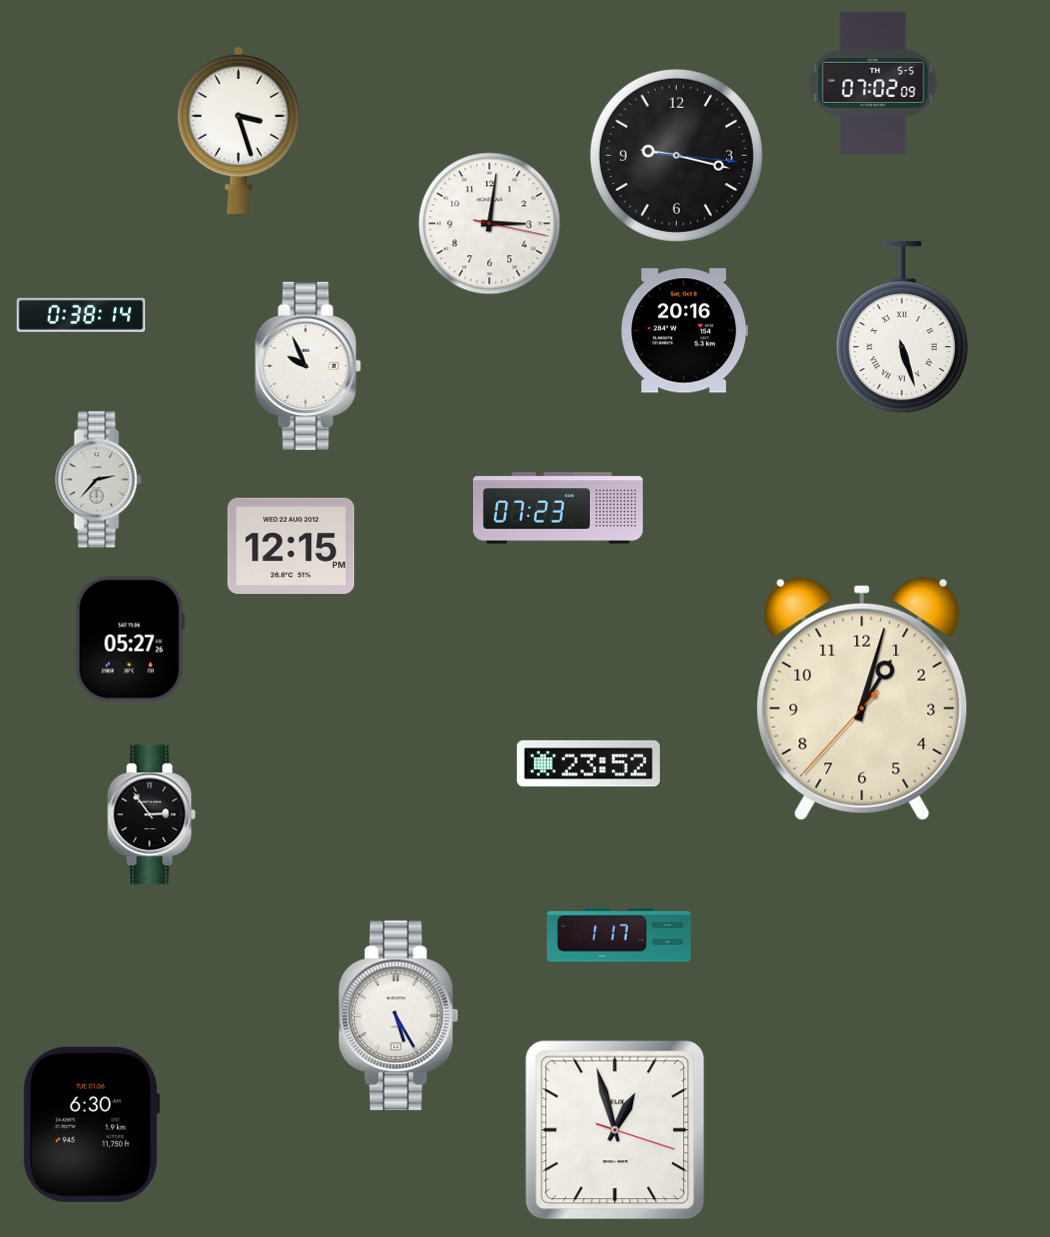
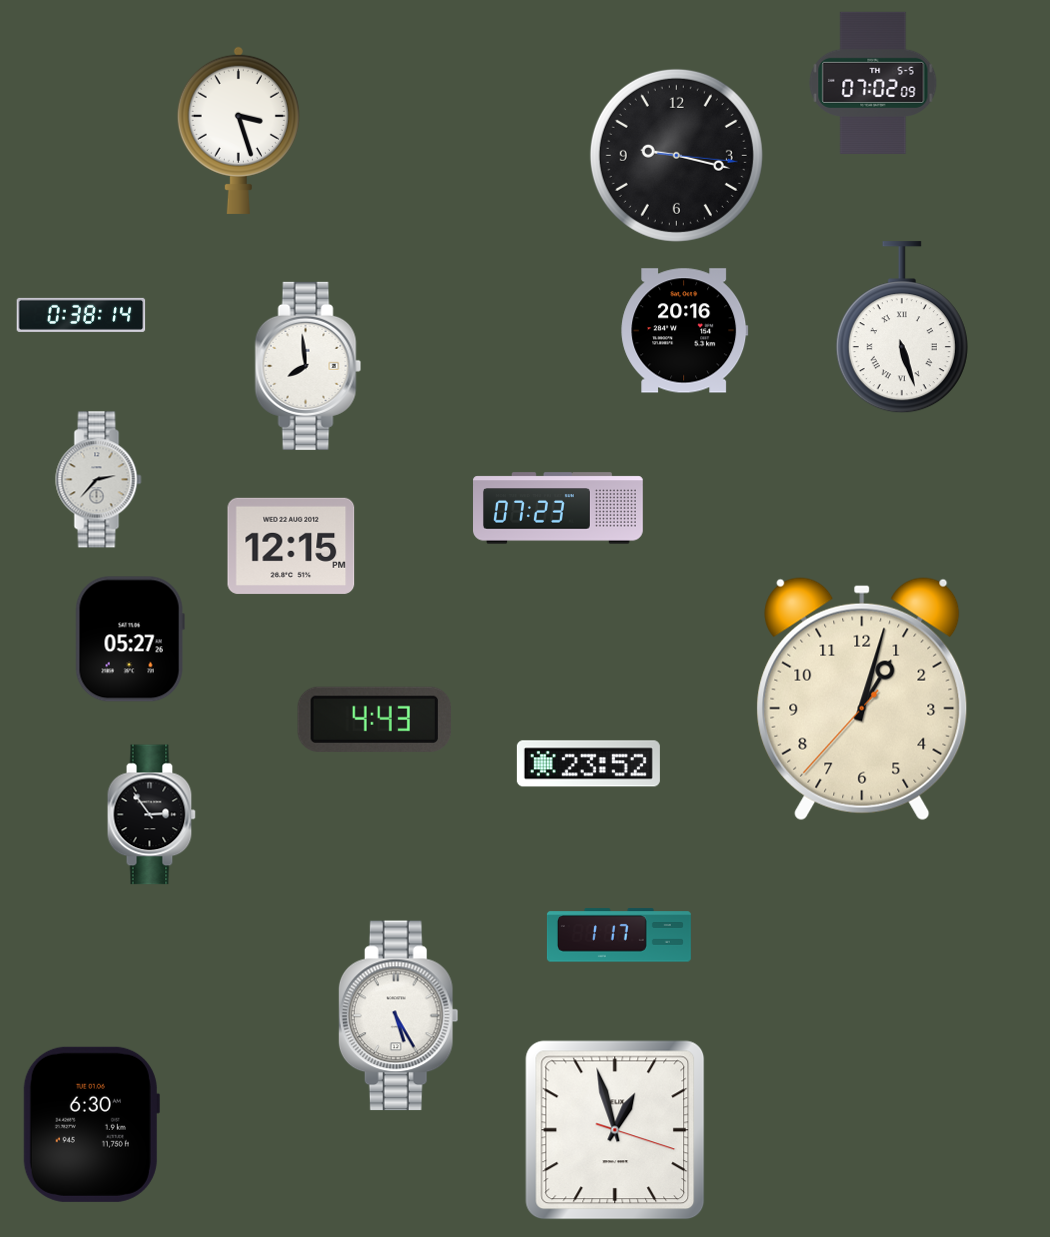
clock at (490, 224): 3:01 -> none
clock at (308, 366): 9:56 -> 7:59
clock at (374, 719): none -> 4:43
